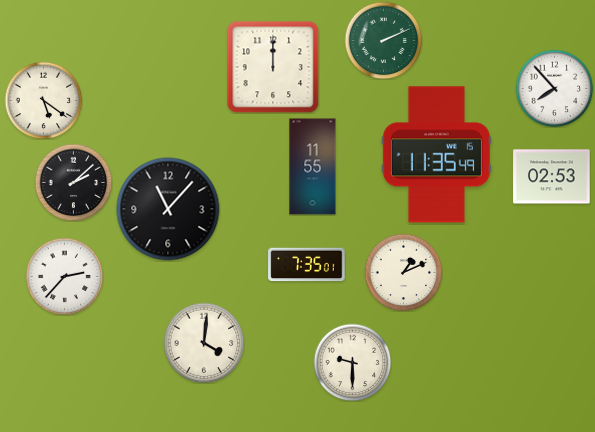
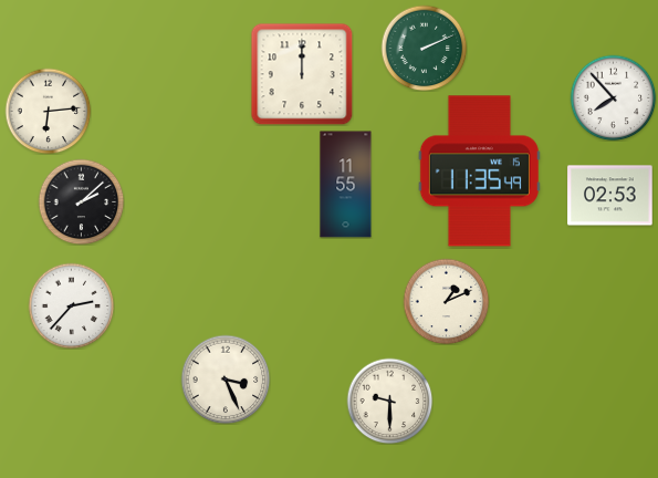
clock at (383, 40) position: (383, 40) -> (424, 48)
clock at (43, 100): 5:21 -> 6:14
clock at (436, 155) position: (436, 155) -> (479, 172)
clock at (168, 209): 11:07 -> none
clock at (307, 265): 7:35 -> none
clock at (204, 343): 4:01 -> 3:26
